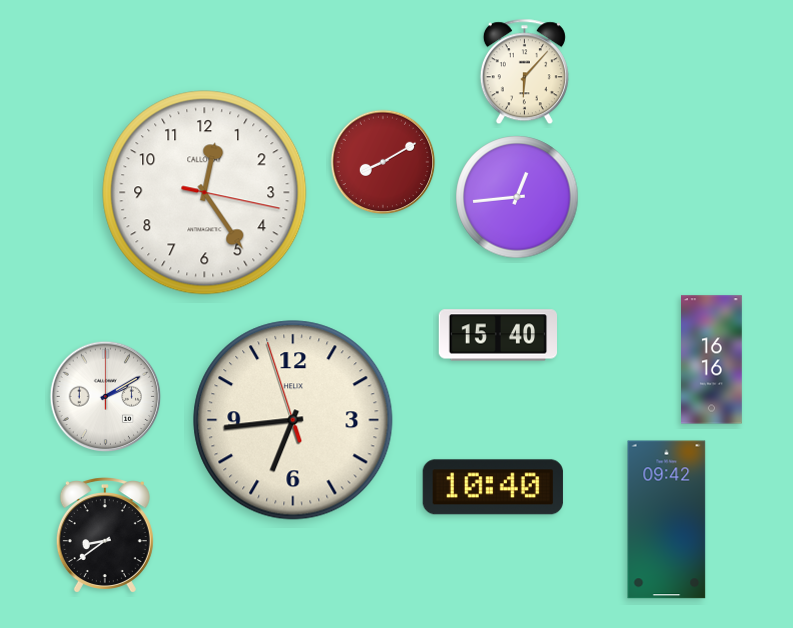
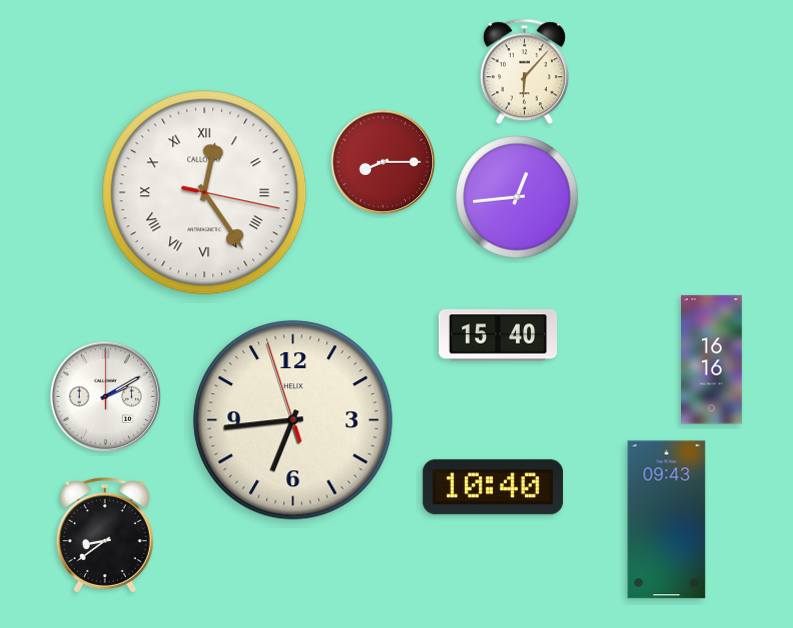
clock at (383, 162): 8:10 -> 8:15
clock at (205, 193) numerals: Arabic -> Roman
clock at (667, 520): 09:42 -> 09:43
